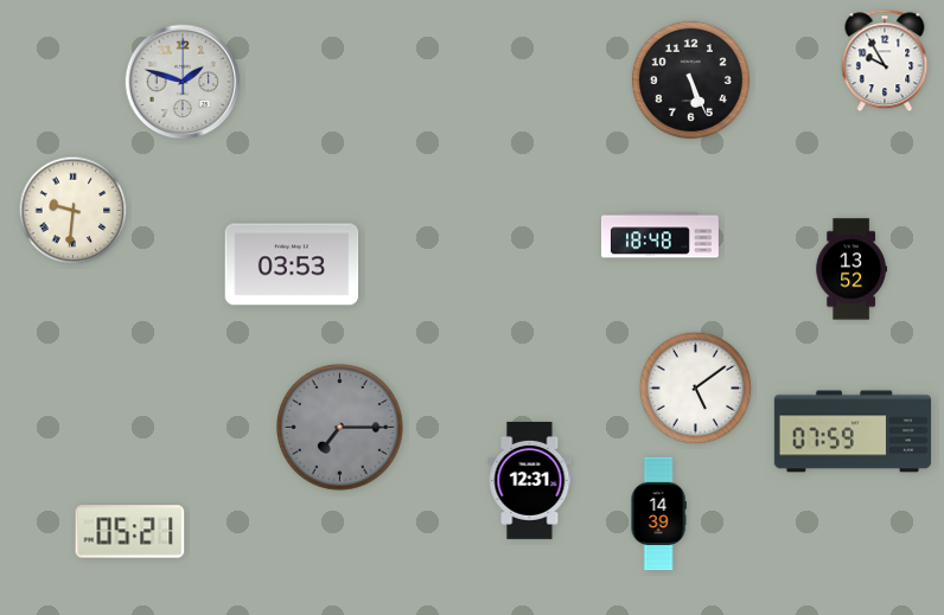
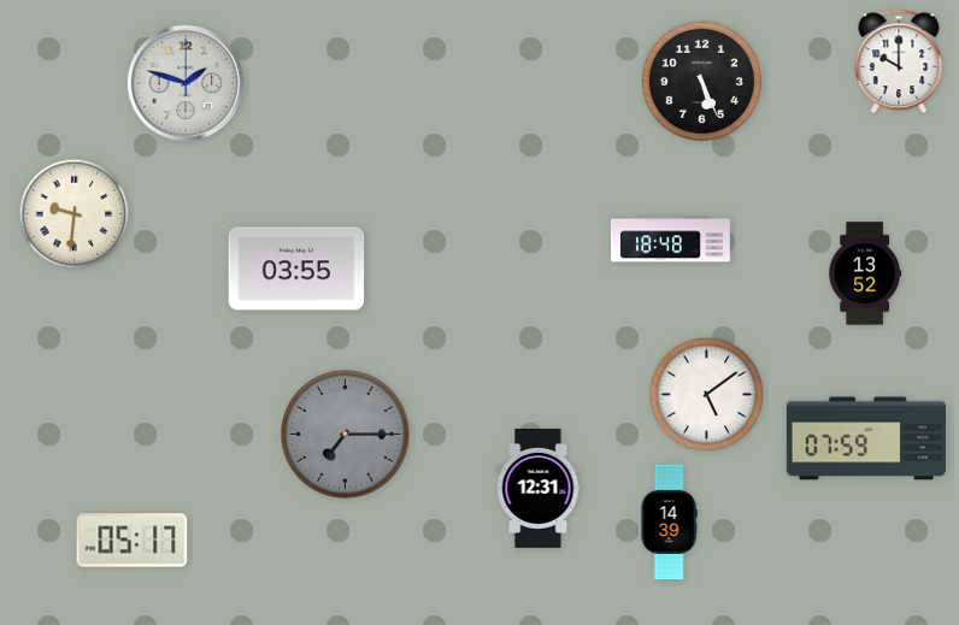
clock at (885, 60): 9:55 -> 10:00
clock at (292, 264): 03:53 -> 03:55
clock at (130, 532): 05:21 -> 05:17
